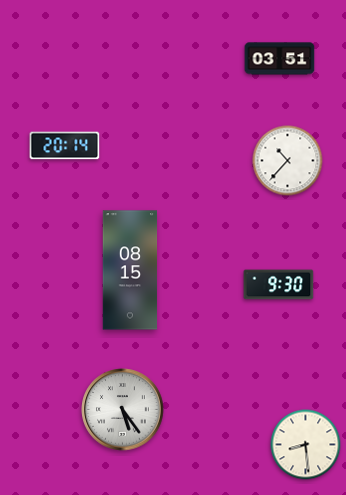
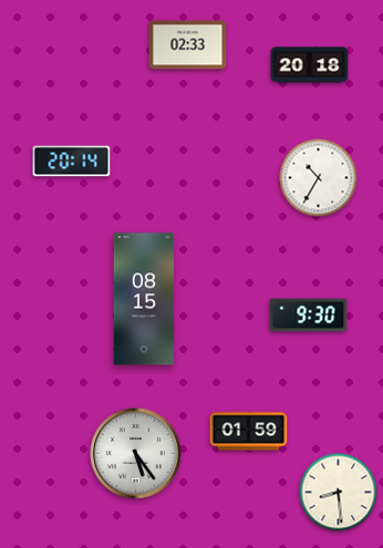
clock at (188, 45): none -> 02:33
clock at (280, 59): 03:51 -> 20:18
clock at (288, 161): 10:37 -> 10:35
clock at (249, 432): none -> 01:59
